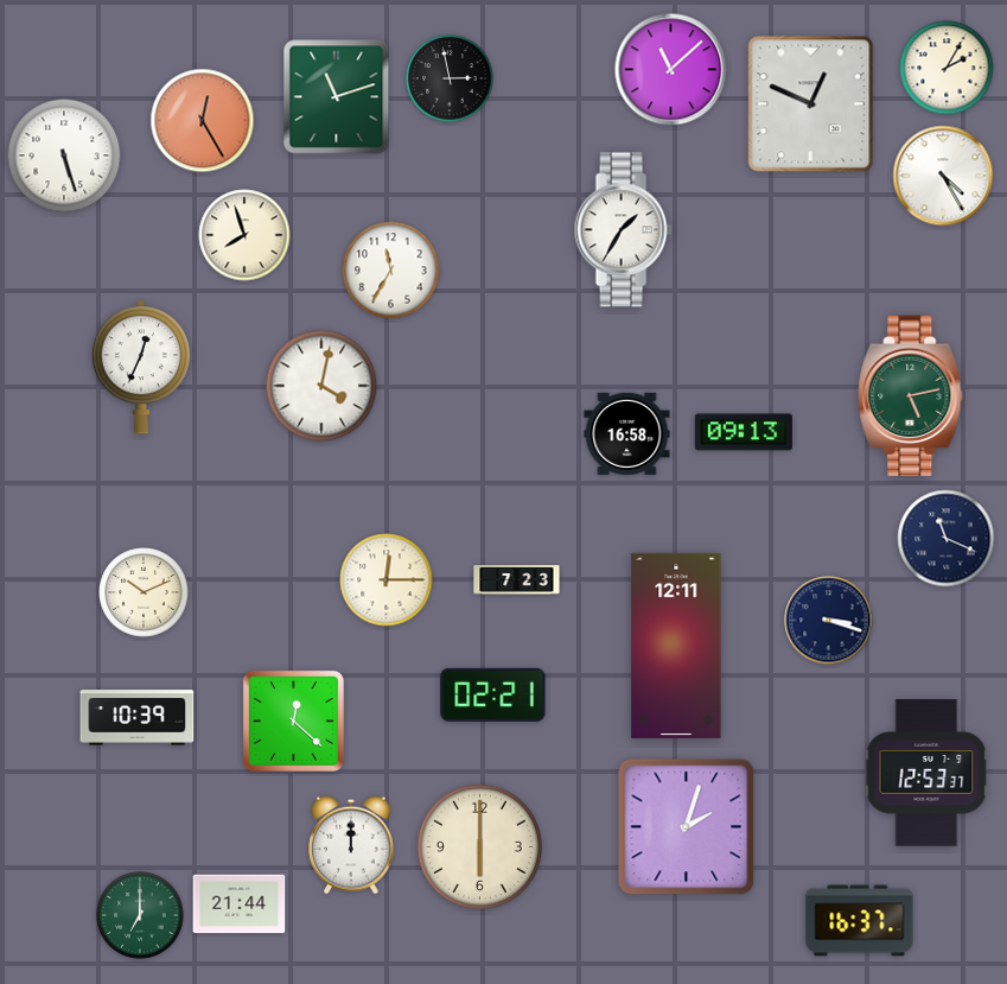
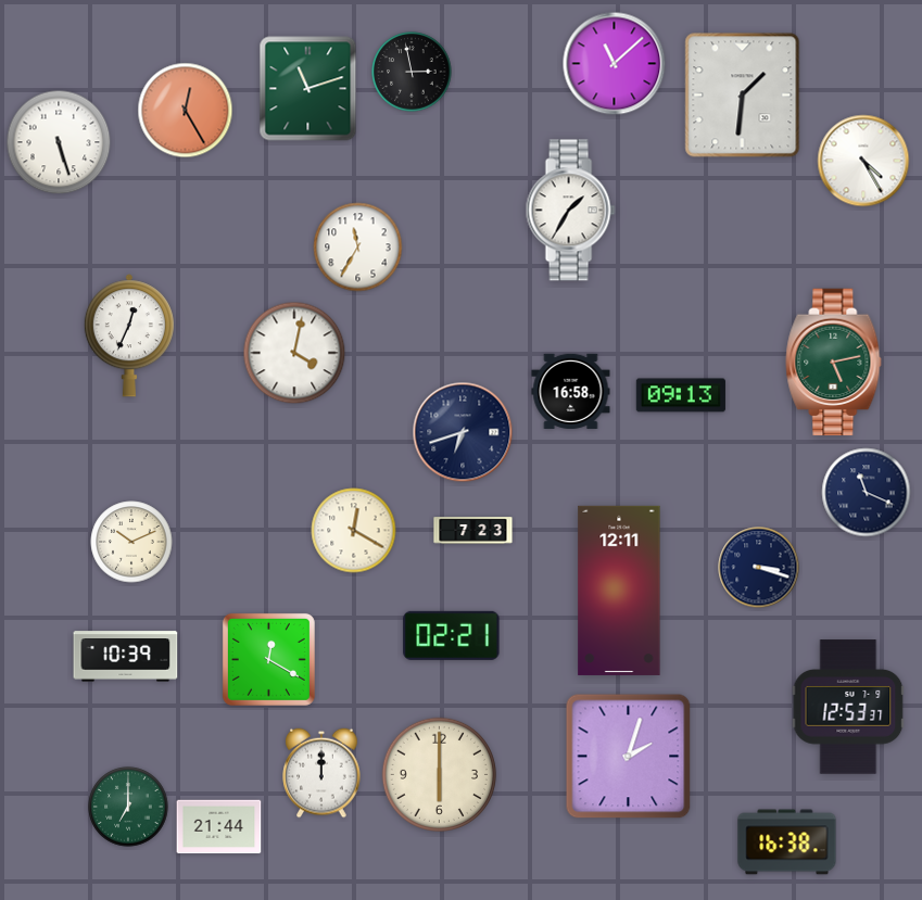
clock at (947, 68): 2:05 -> none
clock at (811, 104): 12:49 -> 1:31
clock at (244, 235): 7:57 -> none
clock at (627, 433) position: (627, 433) -> (571, 391)
clock at (463, 432): none -> 6:42
clock at (387, 580): 12:15 -> 12:20
clock at (293, 720): 12:22 -> 12:20
clock at (140, 915) position: (140, 915) -> (128, 807)
clock at (860, 921): 16:37 -> 16:38
